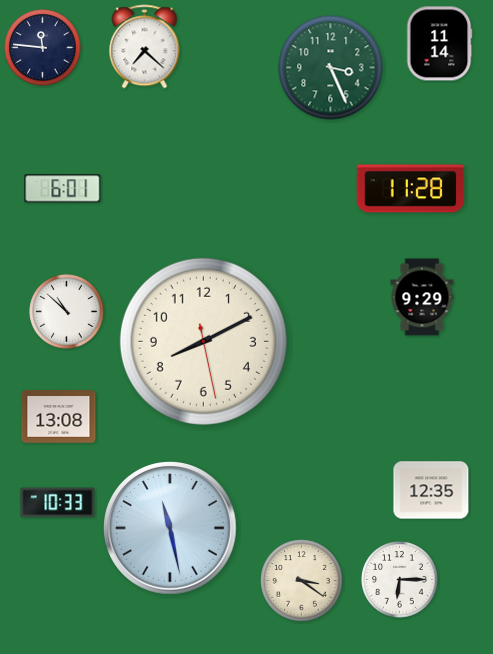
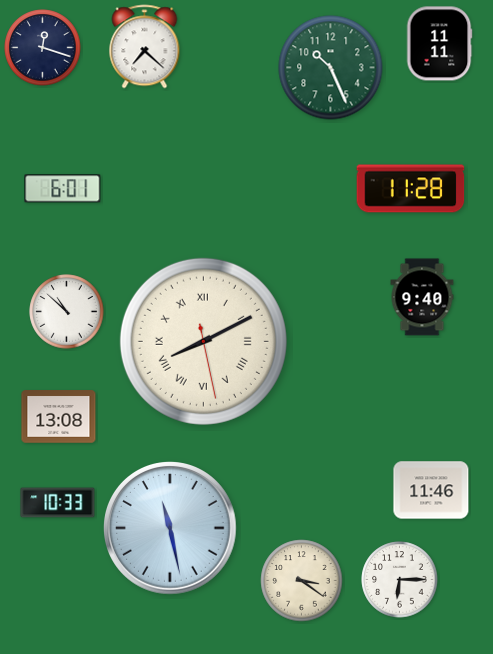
clock at (439, 44): 11:14 -> 11:11
clock at (43, 48): 11:46 -> 12:18
clock at (331, 68): 3:26 -> 10:26
clock at (422, 297): 9:29 -> 9:40
clock at (203, 341) numerals: Arabic -> Roman
clock at (431, 490): 12:35 -> 11:46
